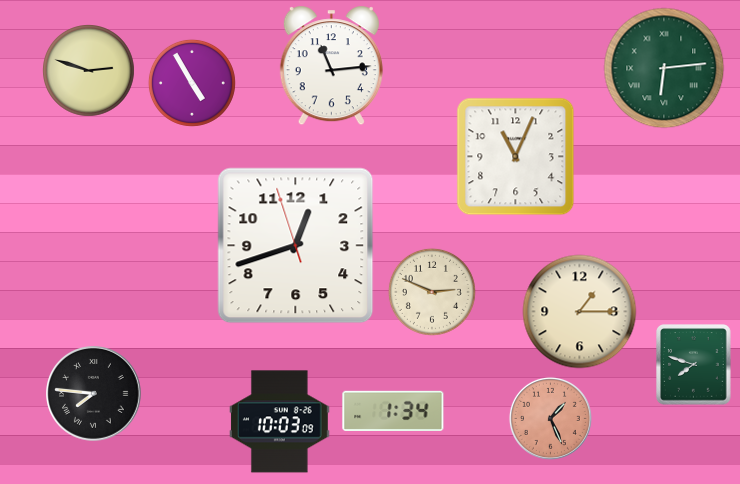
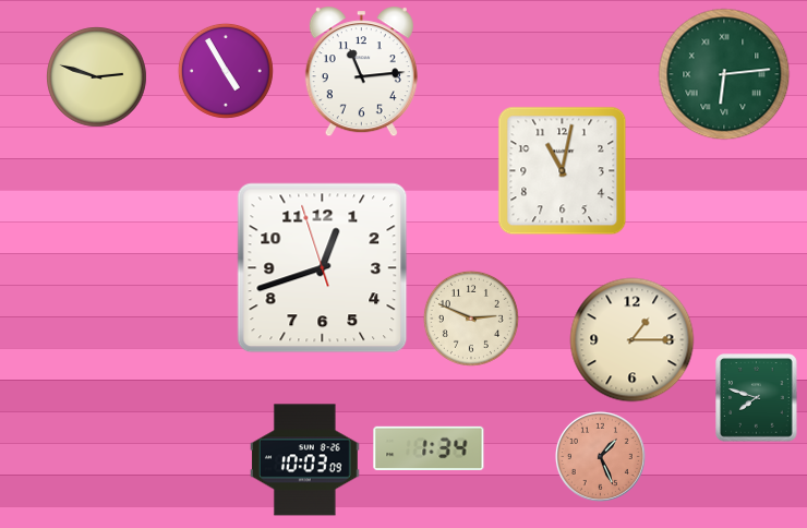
clock at (192, 83) position: (192, 83) -> (226, 71)
clock at (516, 157): 11:04 -> 11:02
clock at (94, 394): 7:46 -> none
